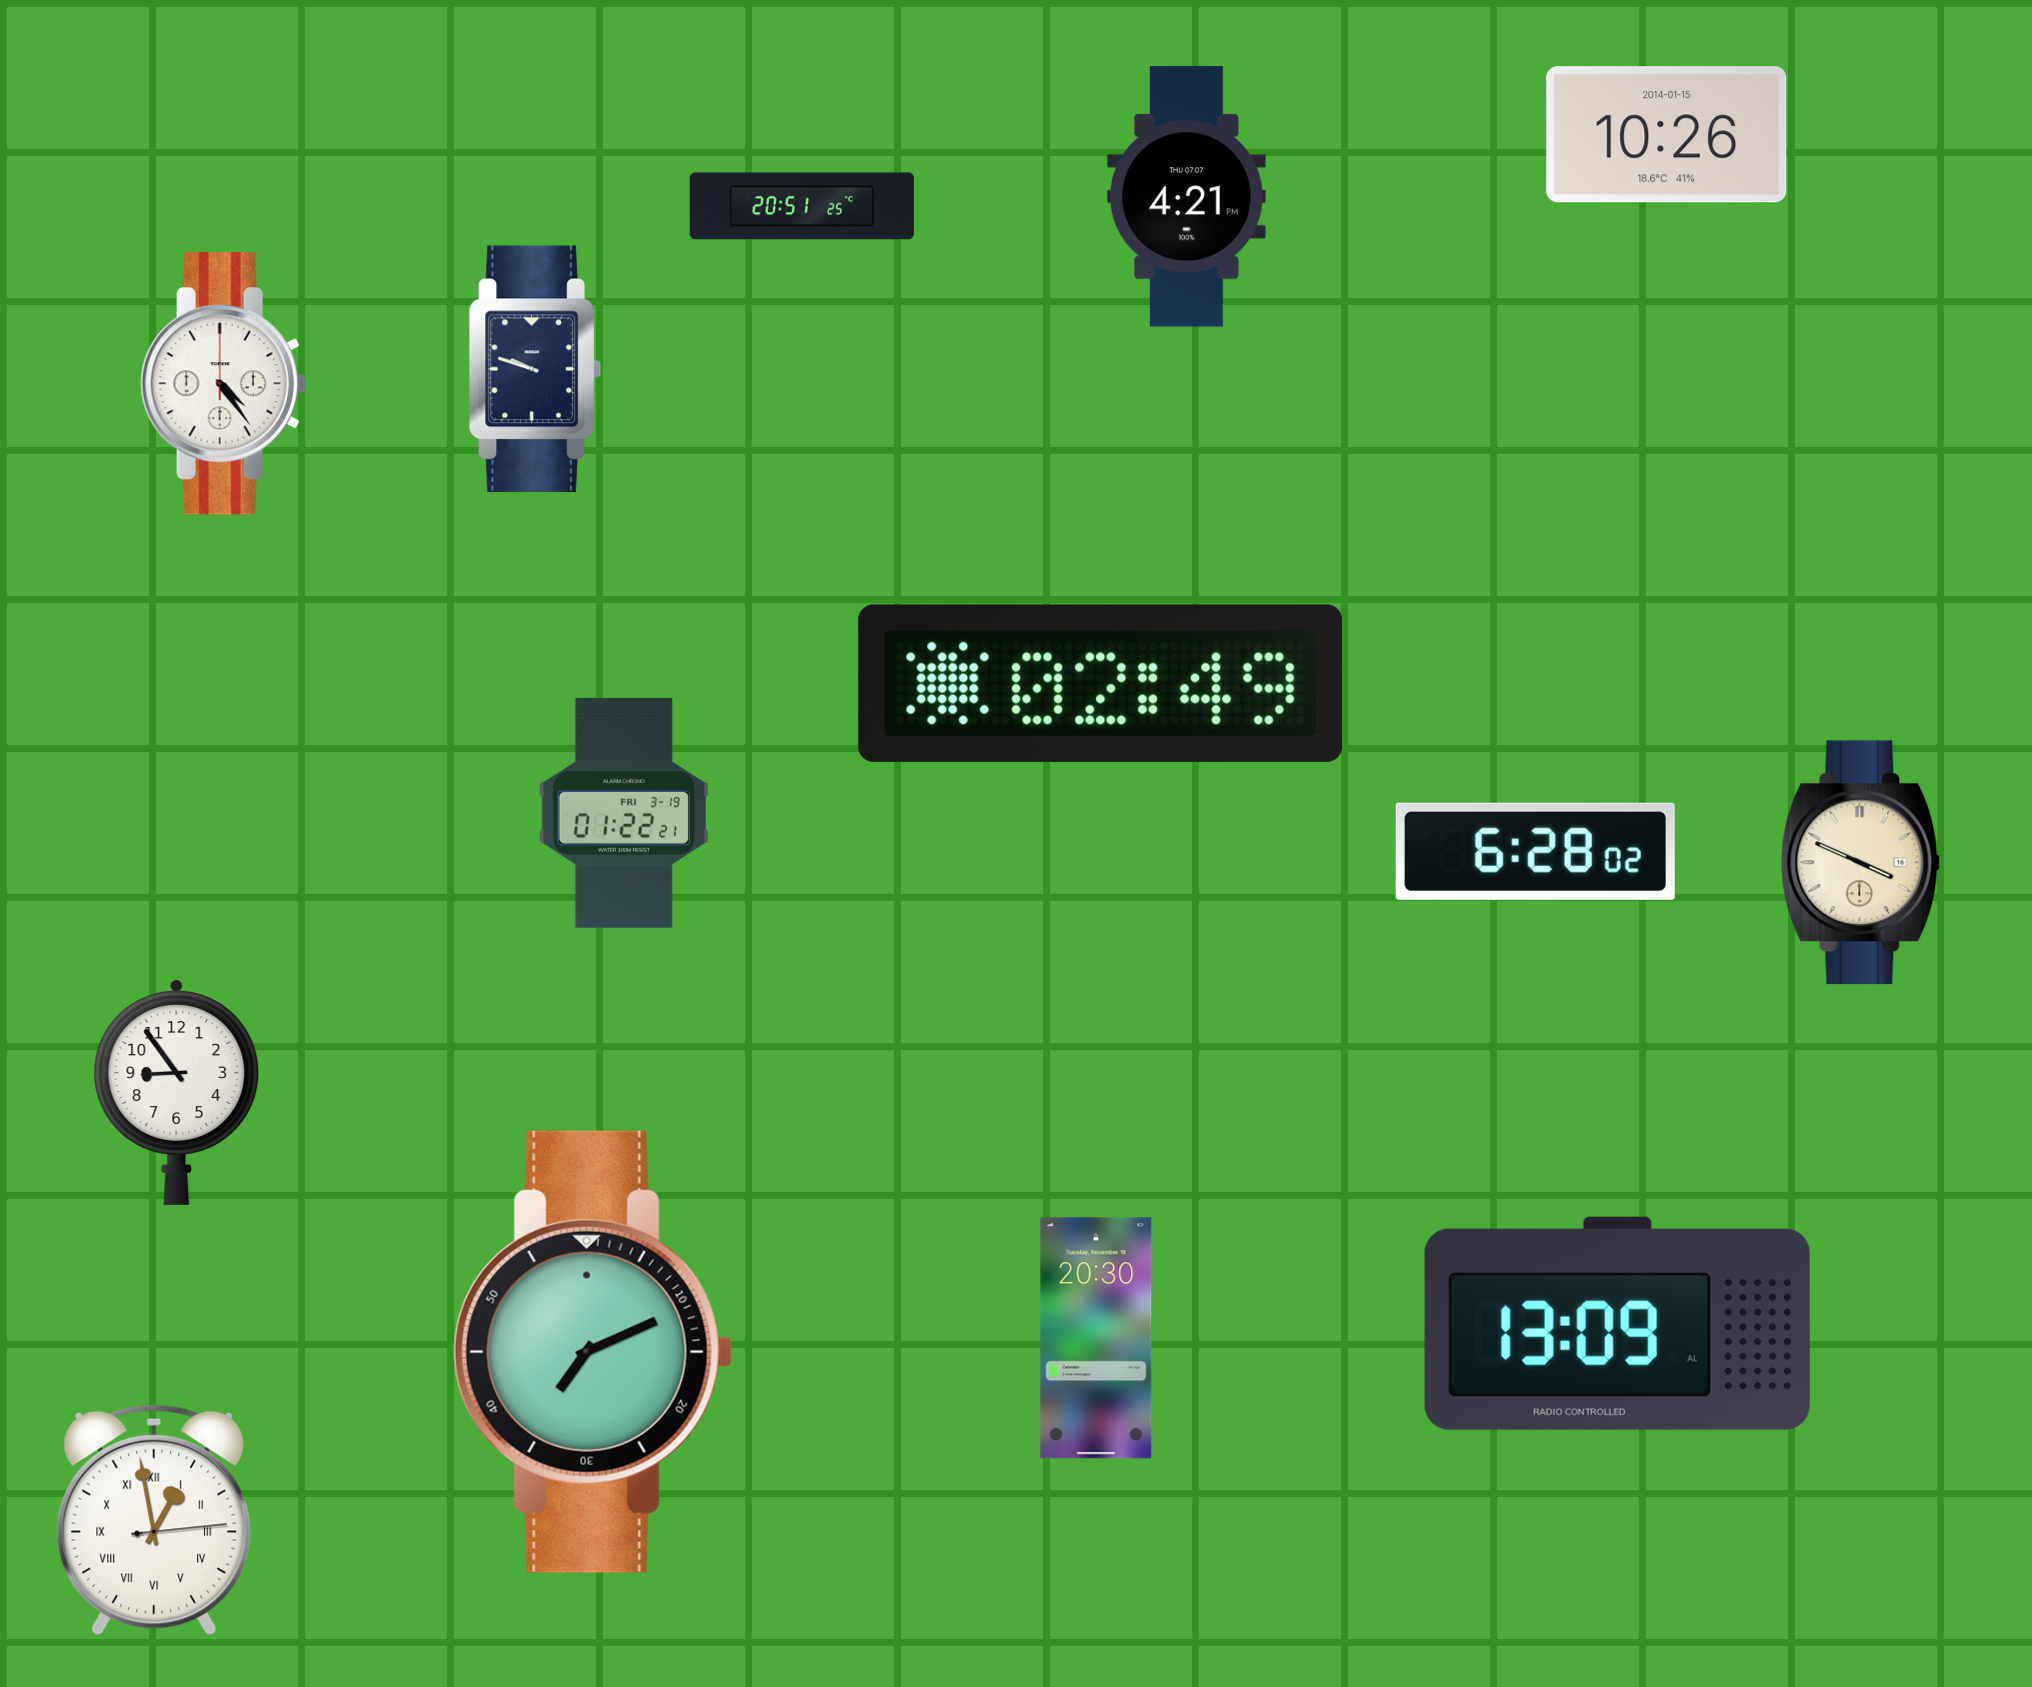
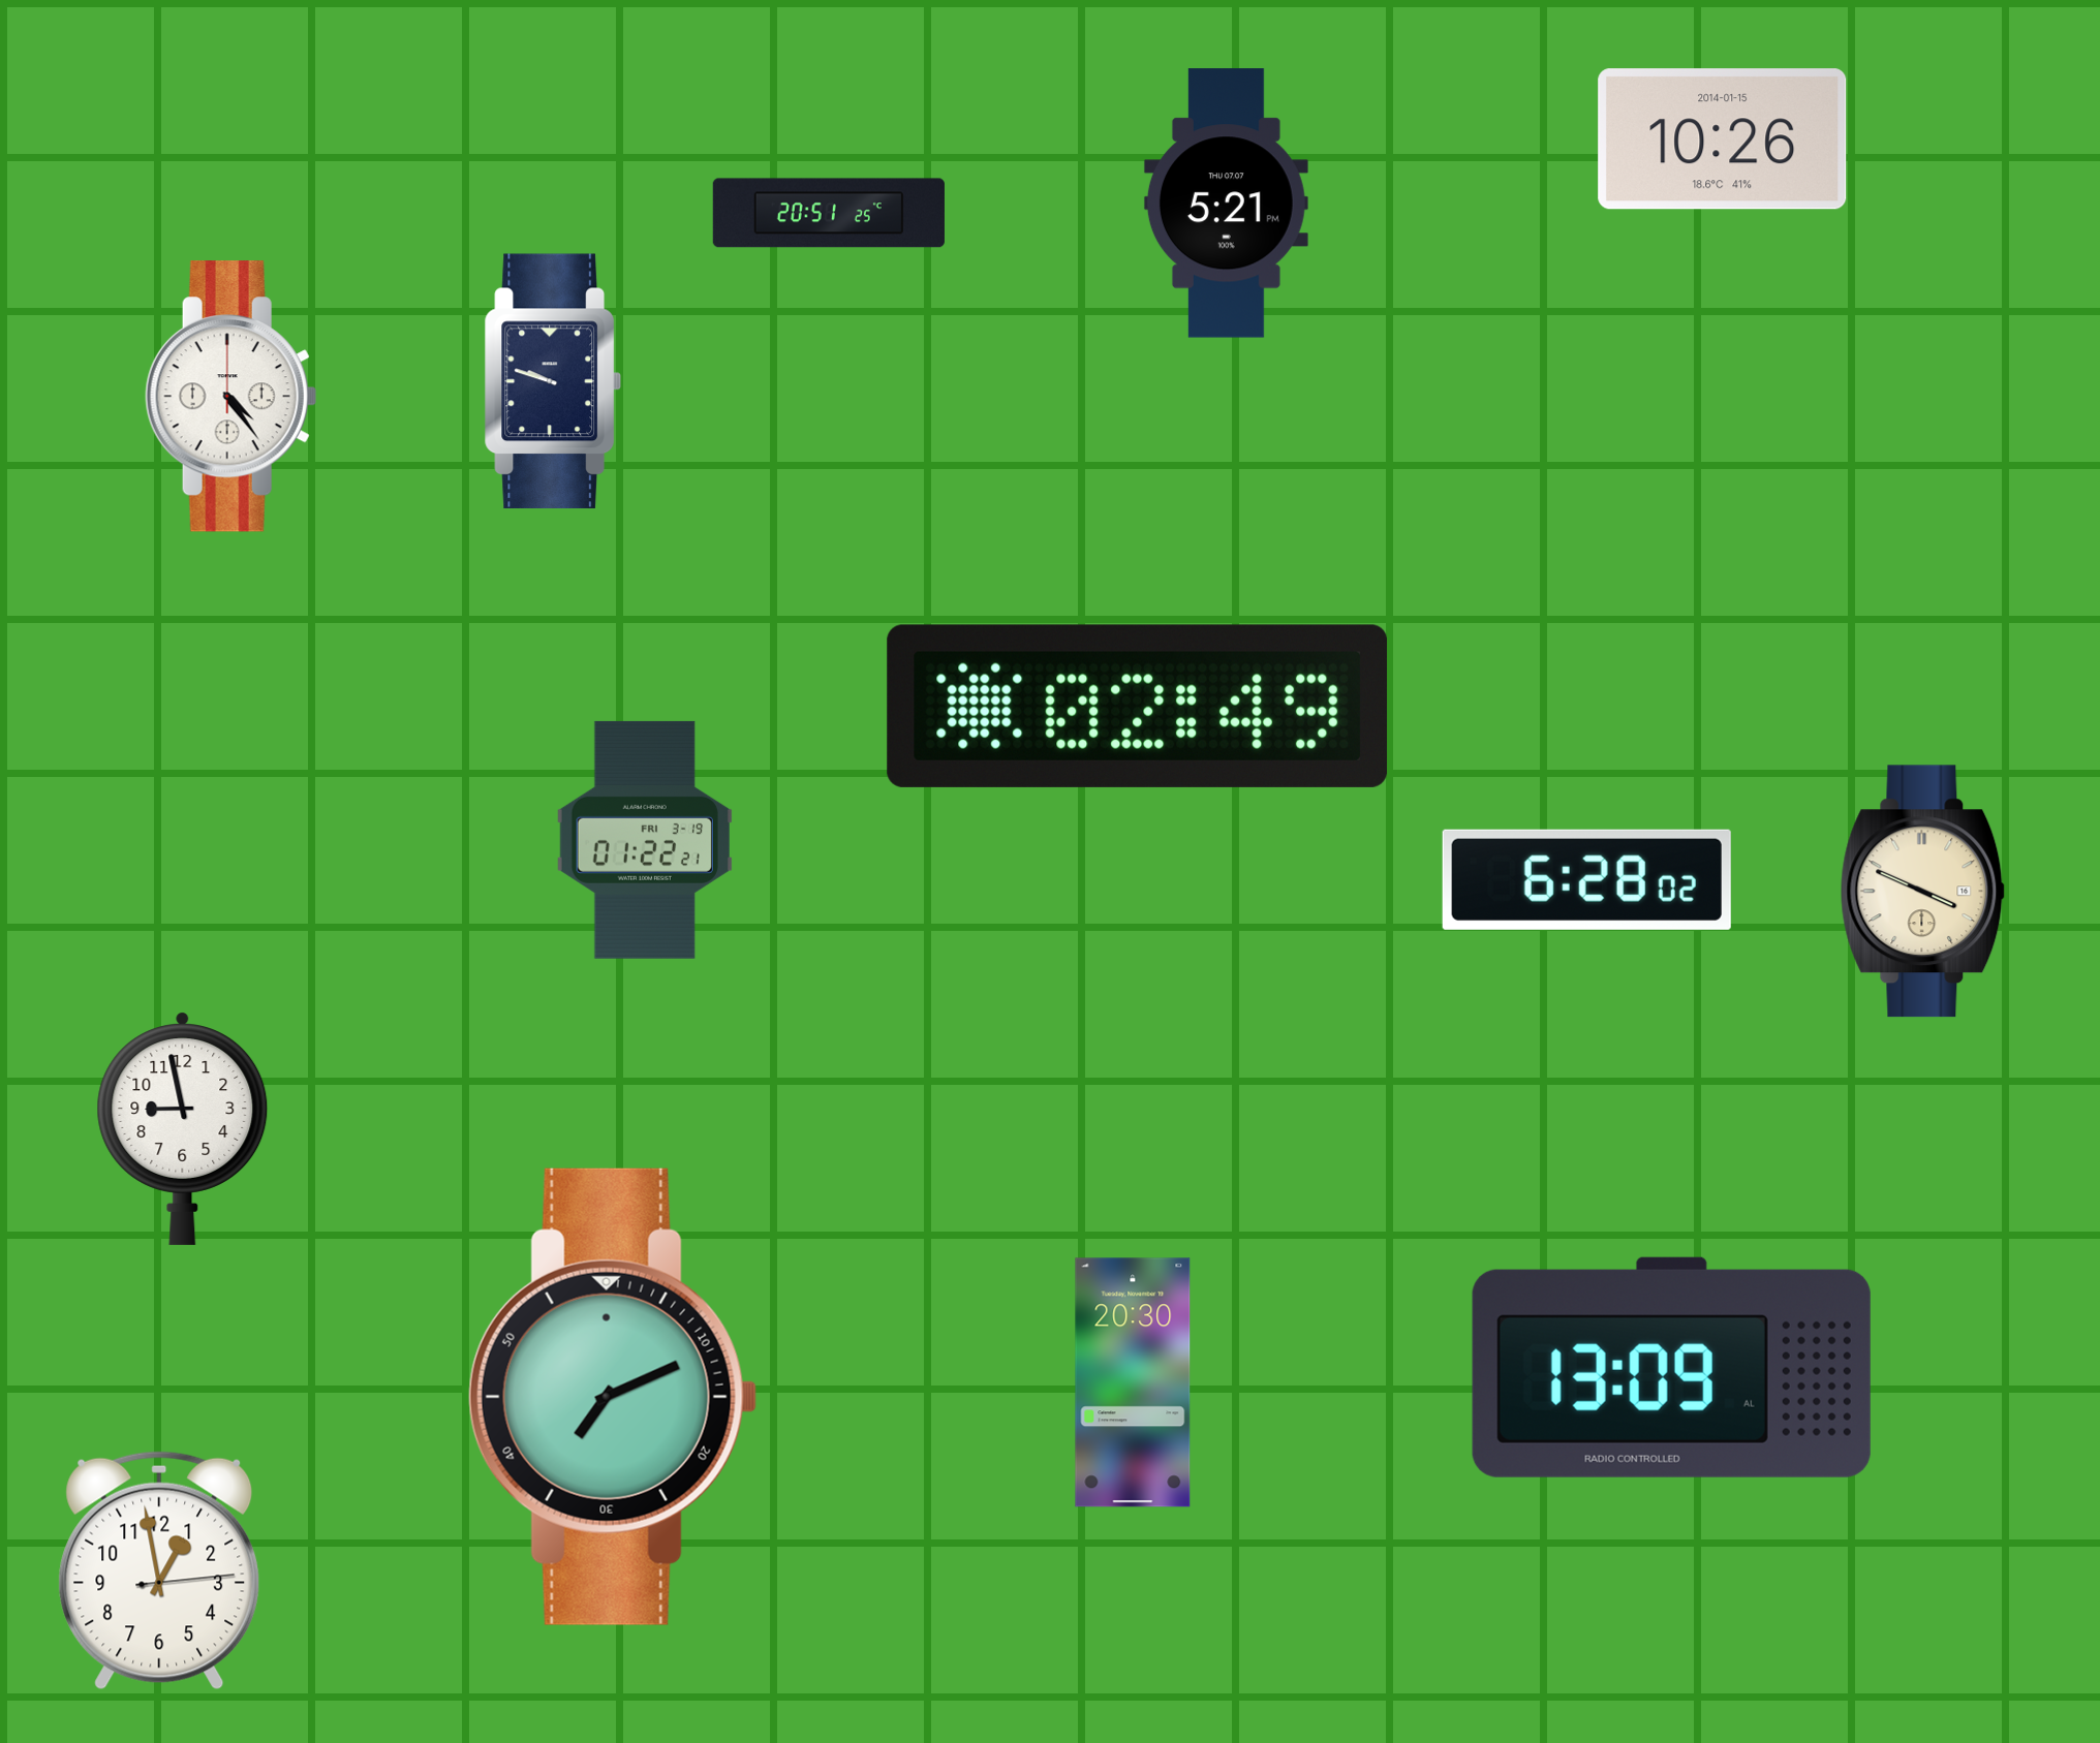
clock at (1186, 197): 4:21 -> 5:21
clock at (177, 1092): 8:54 -> 8:58
clock at (154, 1520) numerals: Roman -> Arabic
